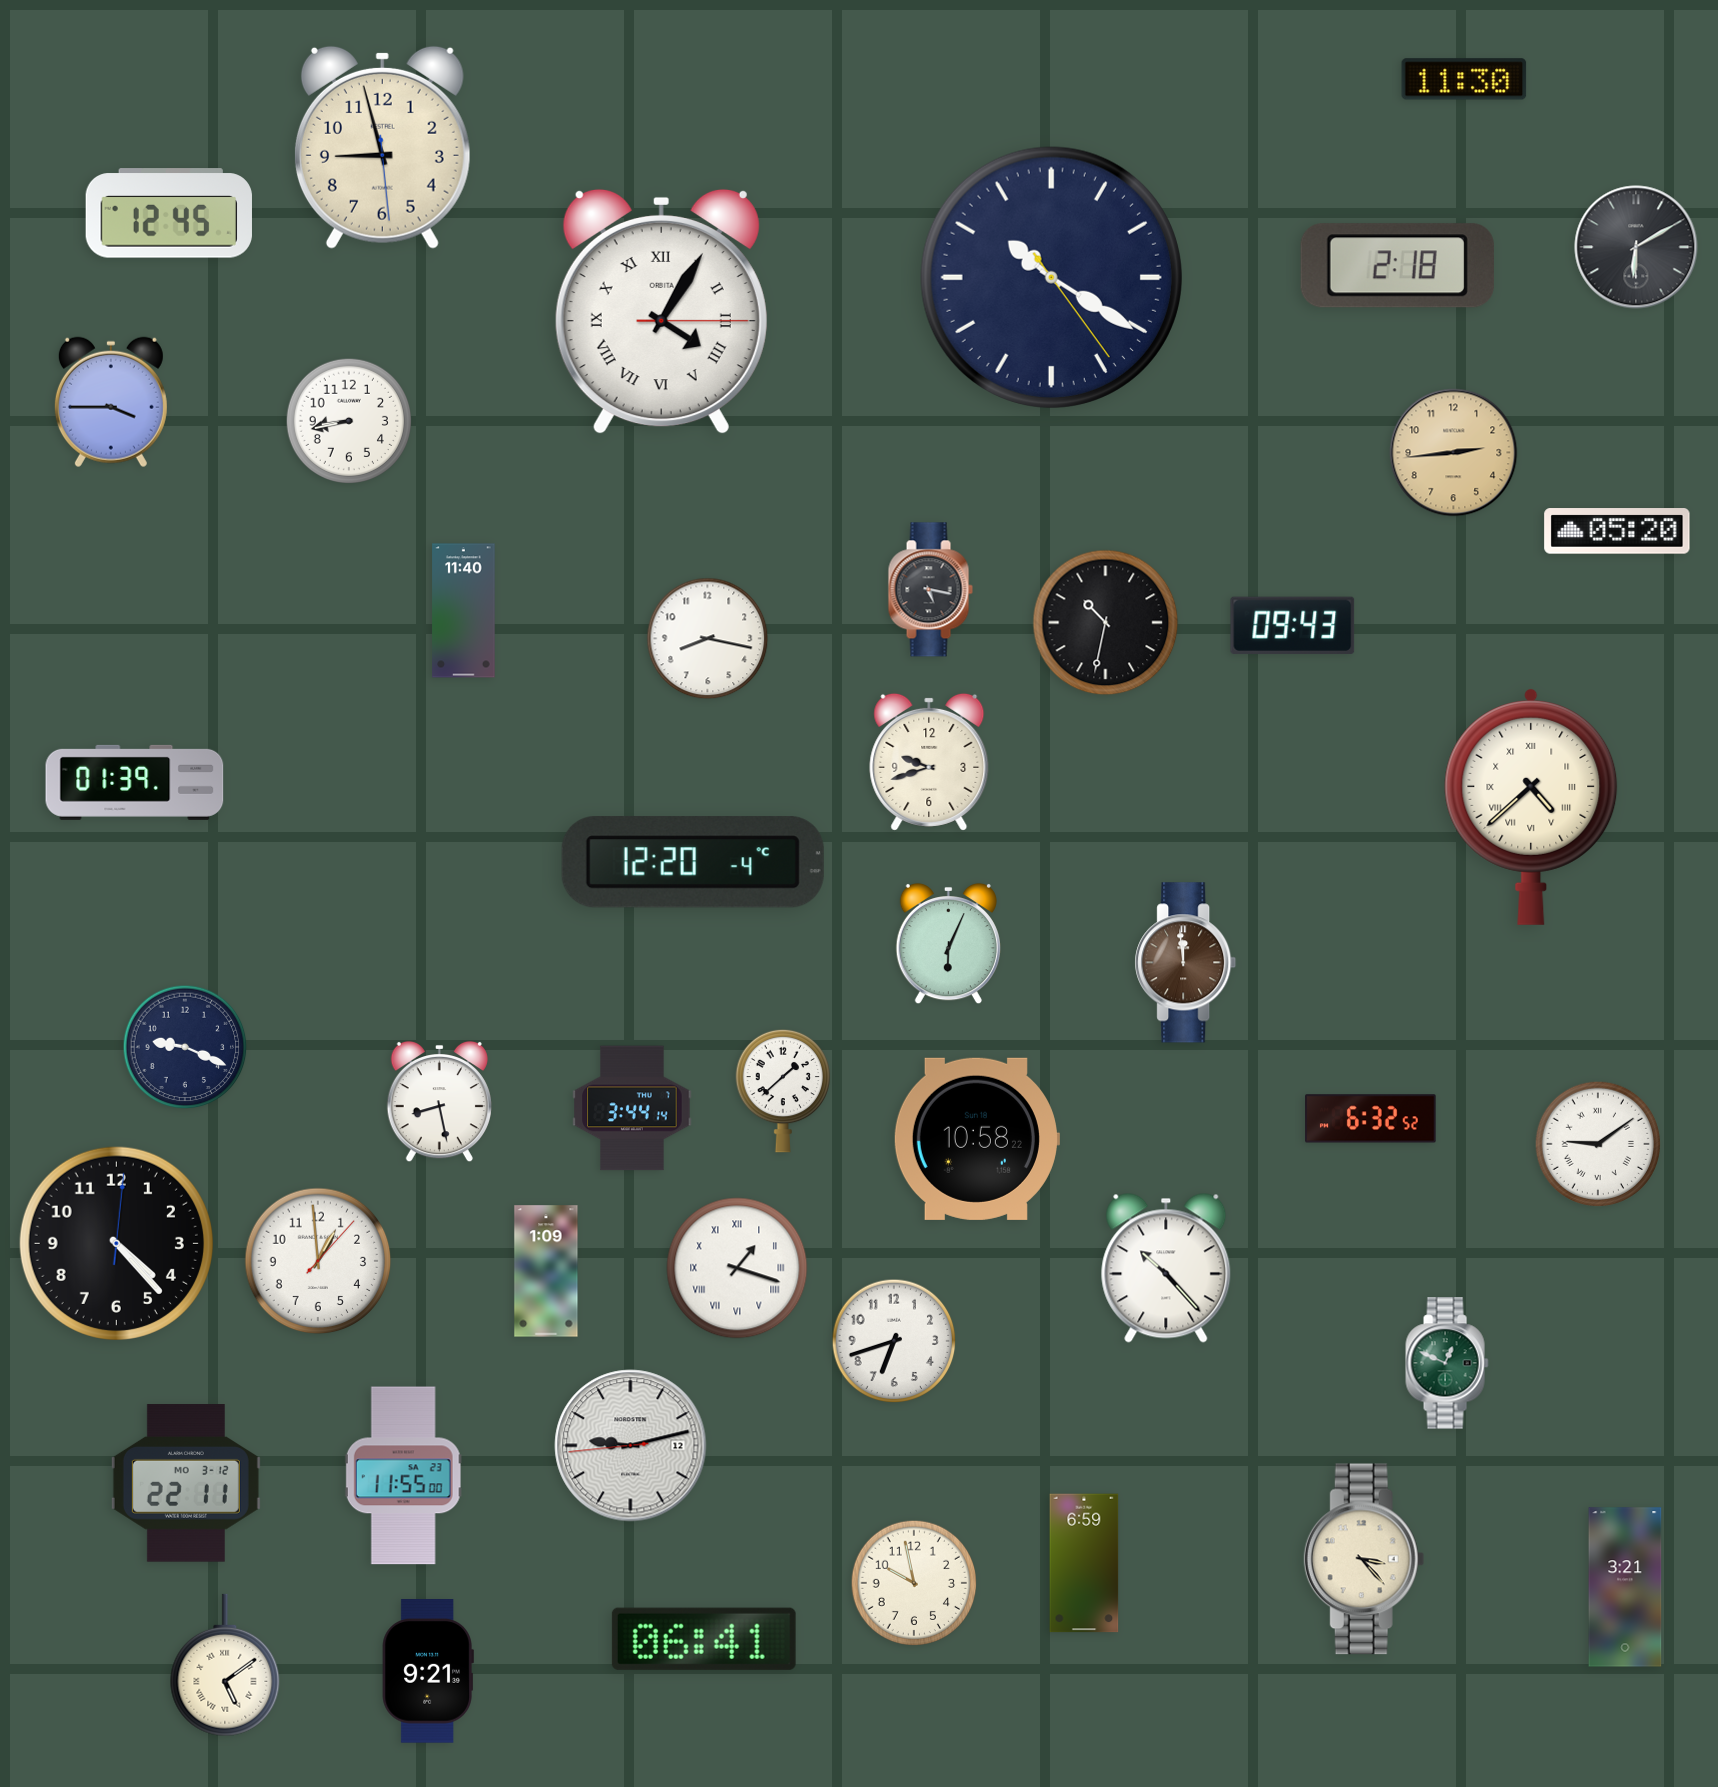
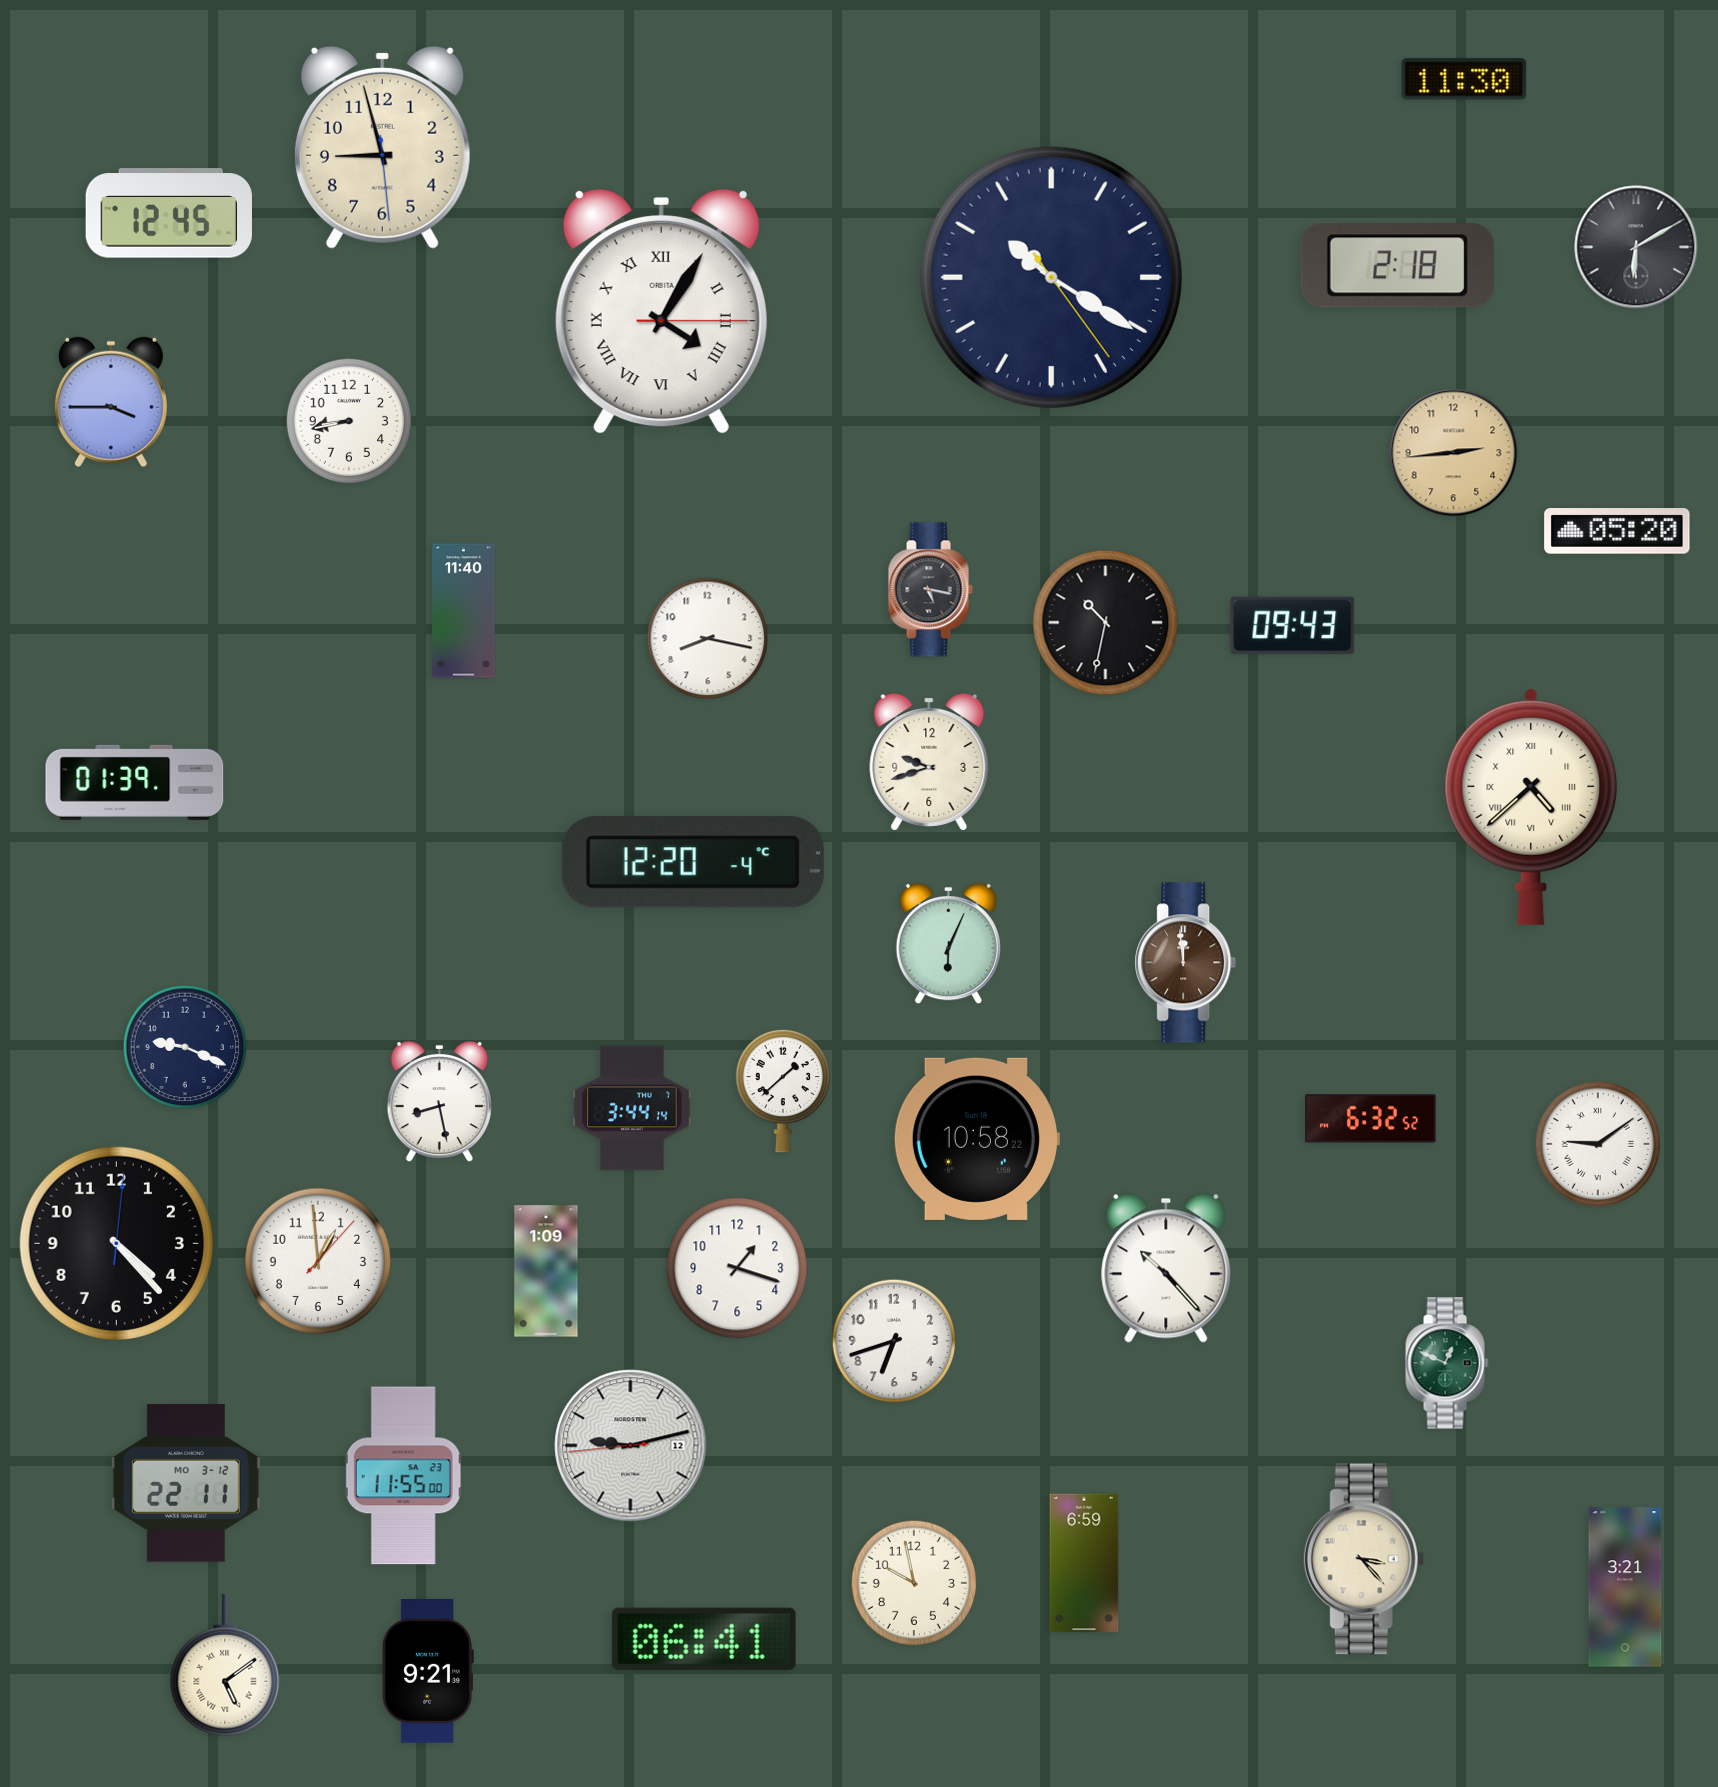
clock at (737, 1268) numerals: Roman -> Arabic
